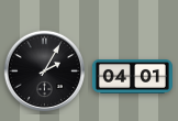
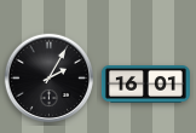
clock at (132, 77): 04:01 -> 16:01
